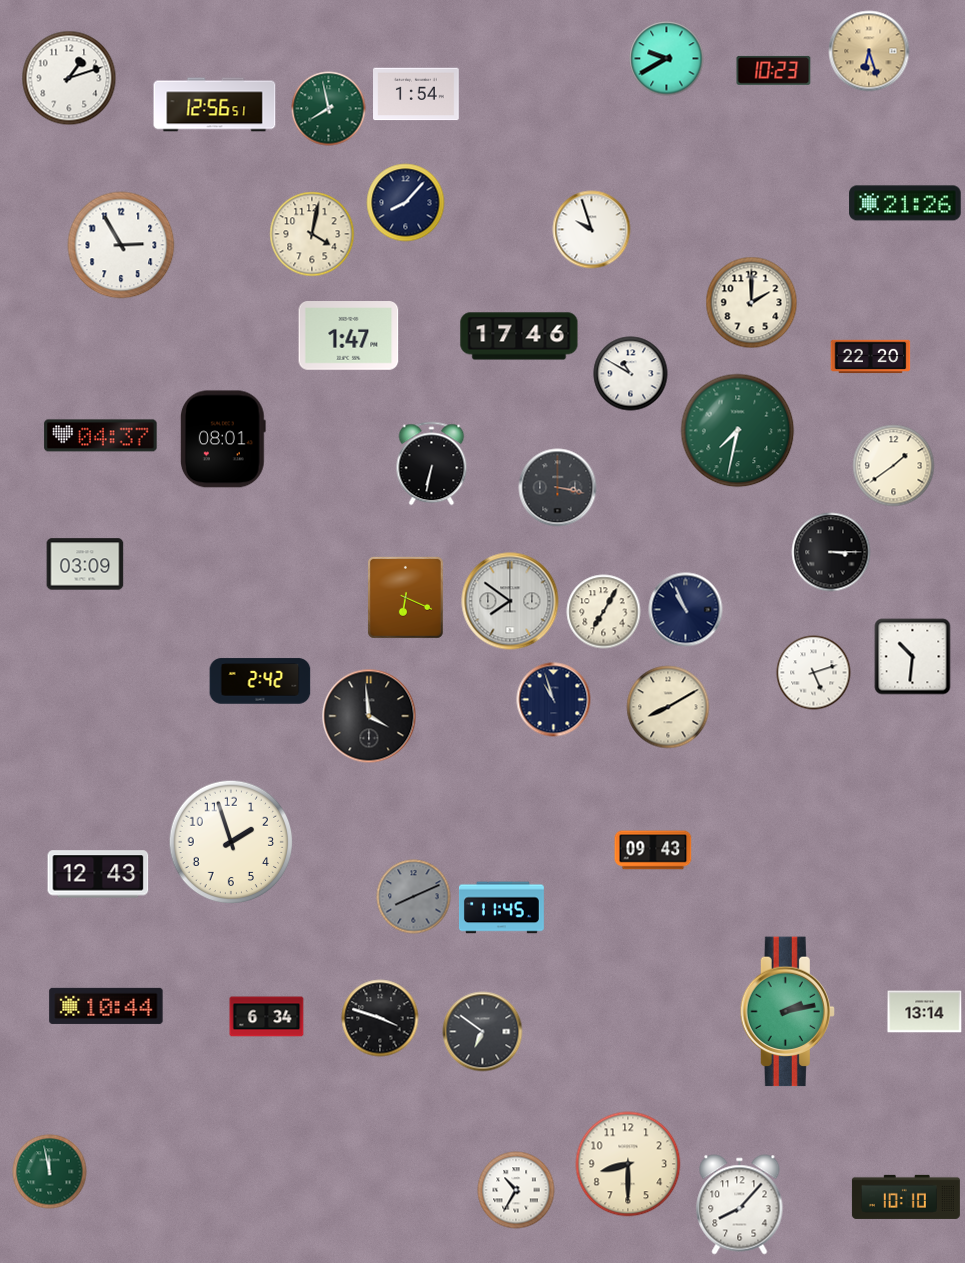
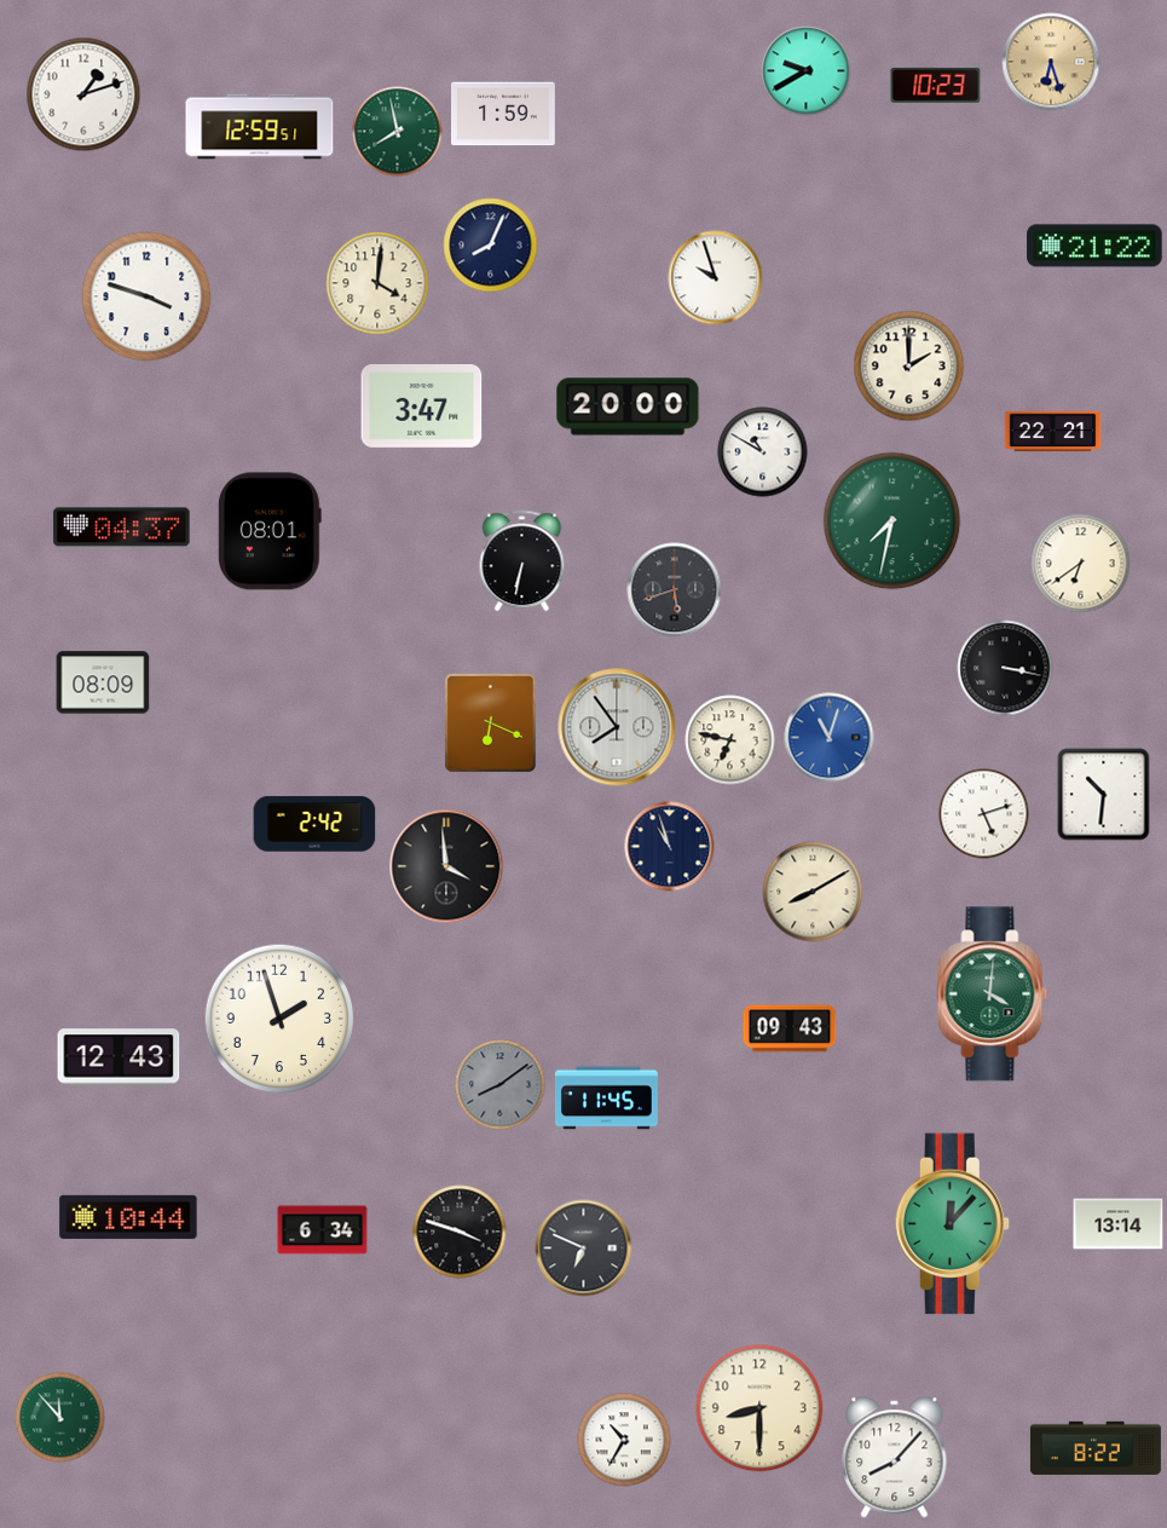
clock at (417, 94): 1:54 -> 1:59
clock at (215, 105): 12:56 -> 12:59
clock at (406, 203): 8:07 -> 8:04
clock at (905, 203): 21:26 -> 21:22
clock at (312, 234): 4:02 -> 4:01
clock at (121, 245): 2:55 -> 3:48
clock at (349, 336): 1:47 -> 3:47
clock at (519, 336): 17:46 -> 20:00
clock at (871, 357): 22:20 -> 22:21
clock at (894, 466): 1:39 -> 6:39
clock at (558, 488): 3:17 -> 5:42
clock at (831, 552): 3:15 -> 3:17
clock at (85, 564): 03:09 -> 08:09
clock at (510, 601): 7:51 -> 7:54
clock at (686, 610): 10:56 -> 11:03
clock at (686, 610) dial: navy -> blue
clock at (604, 612): 7:05 -> 6:47
clock at (668, 707) position: (668, 707) -> (813, 892)
clock at (993, 994): none -> 4:01
clock at (414, 897): 8:11 -> 8:09
clock at (787, 1012): 2:13 -> 12:07
clock at (483, 1032): 6:51 -> 6:49
clock at (50, 1172): 11:58 -> 11:53
clock at (906, 1197): 10:10 -> 8:22
